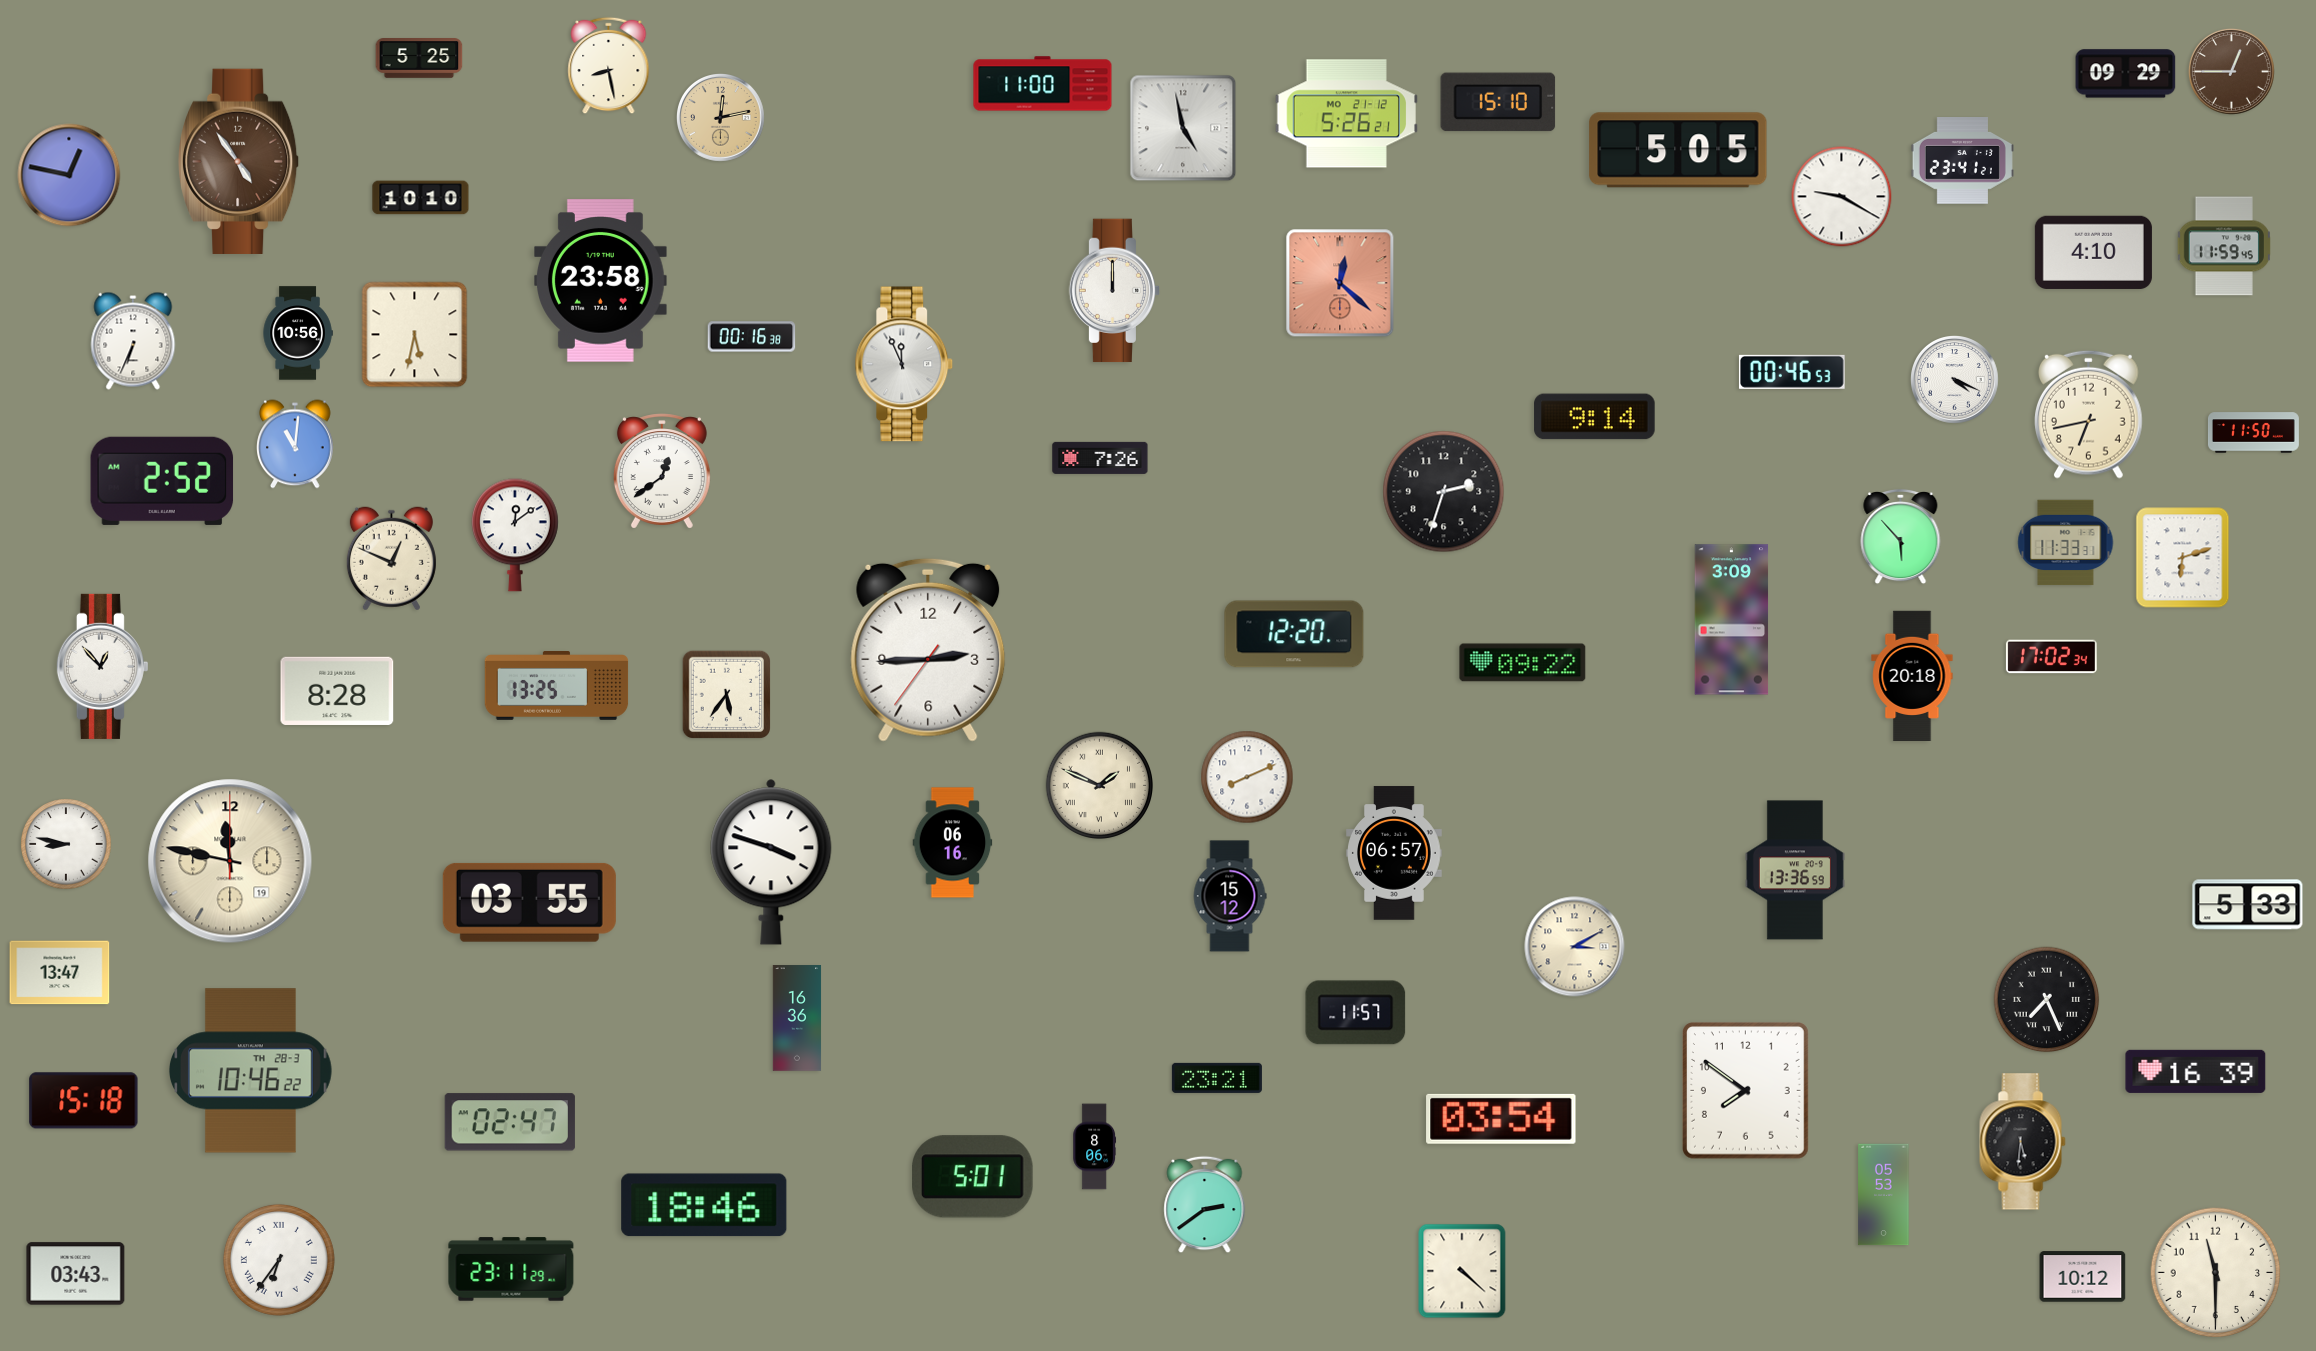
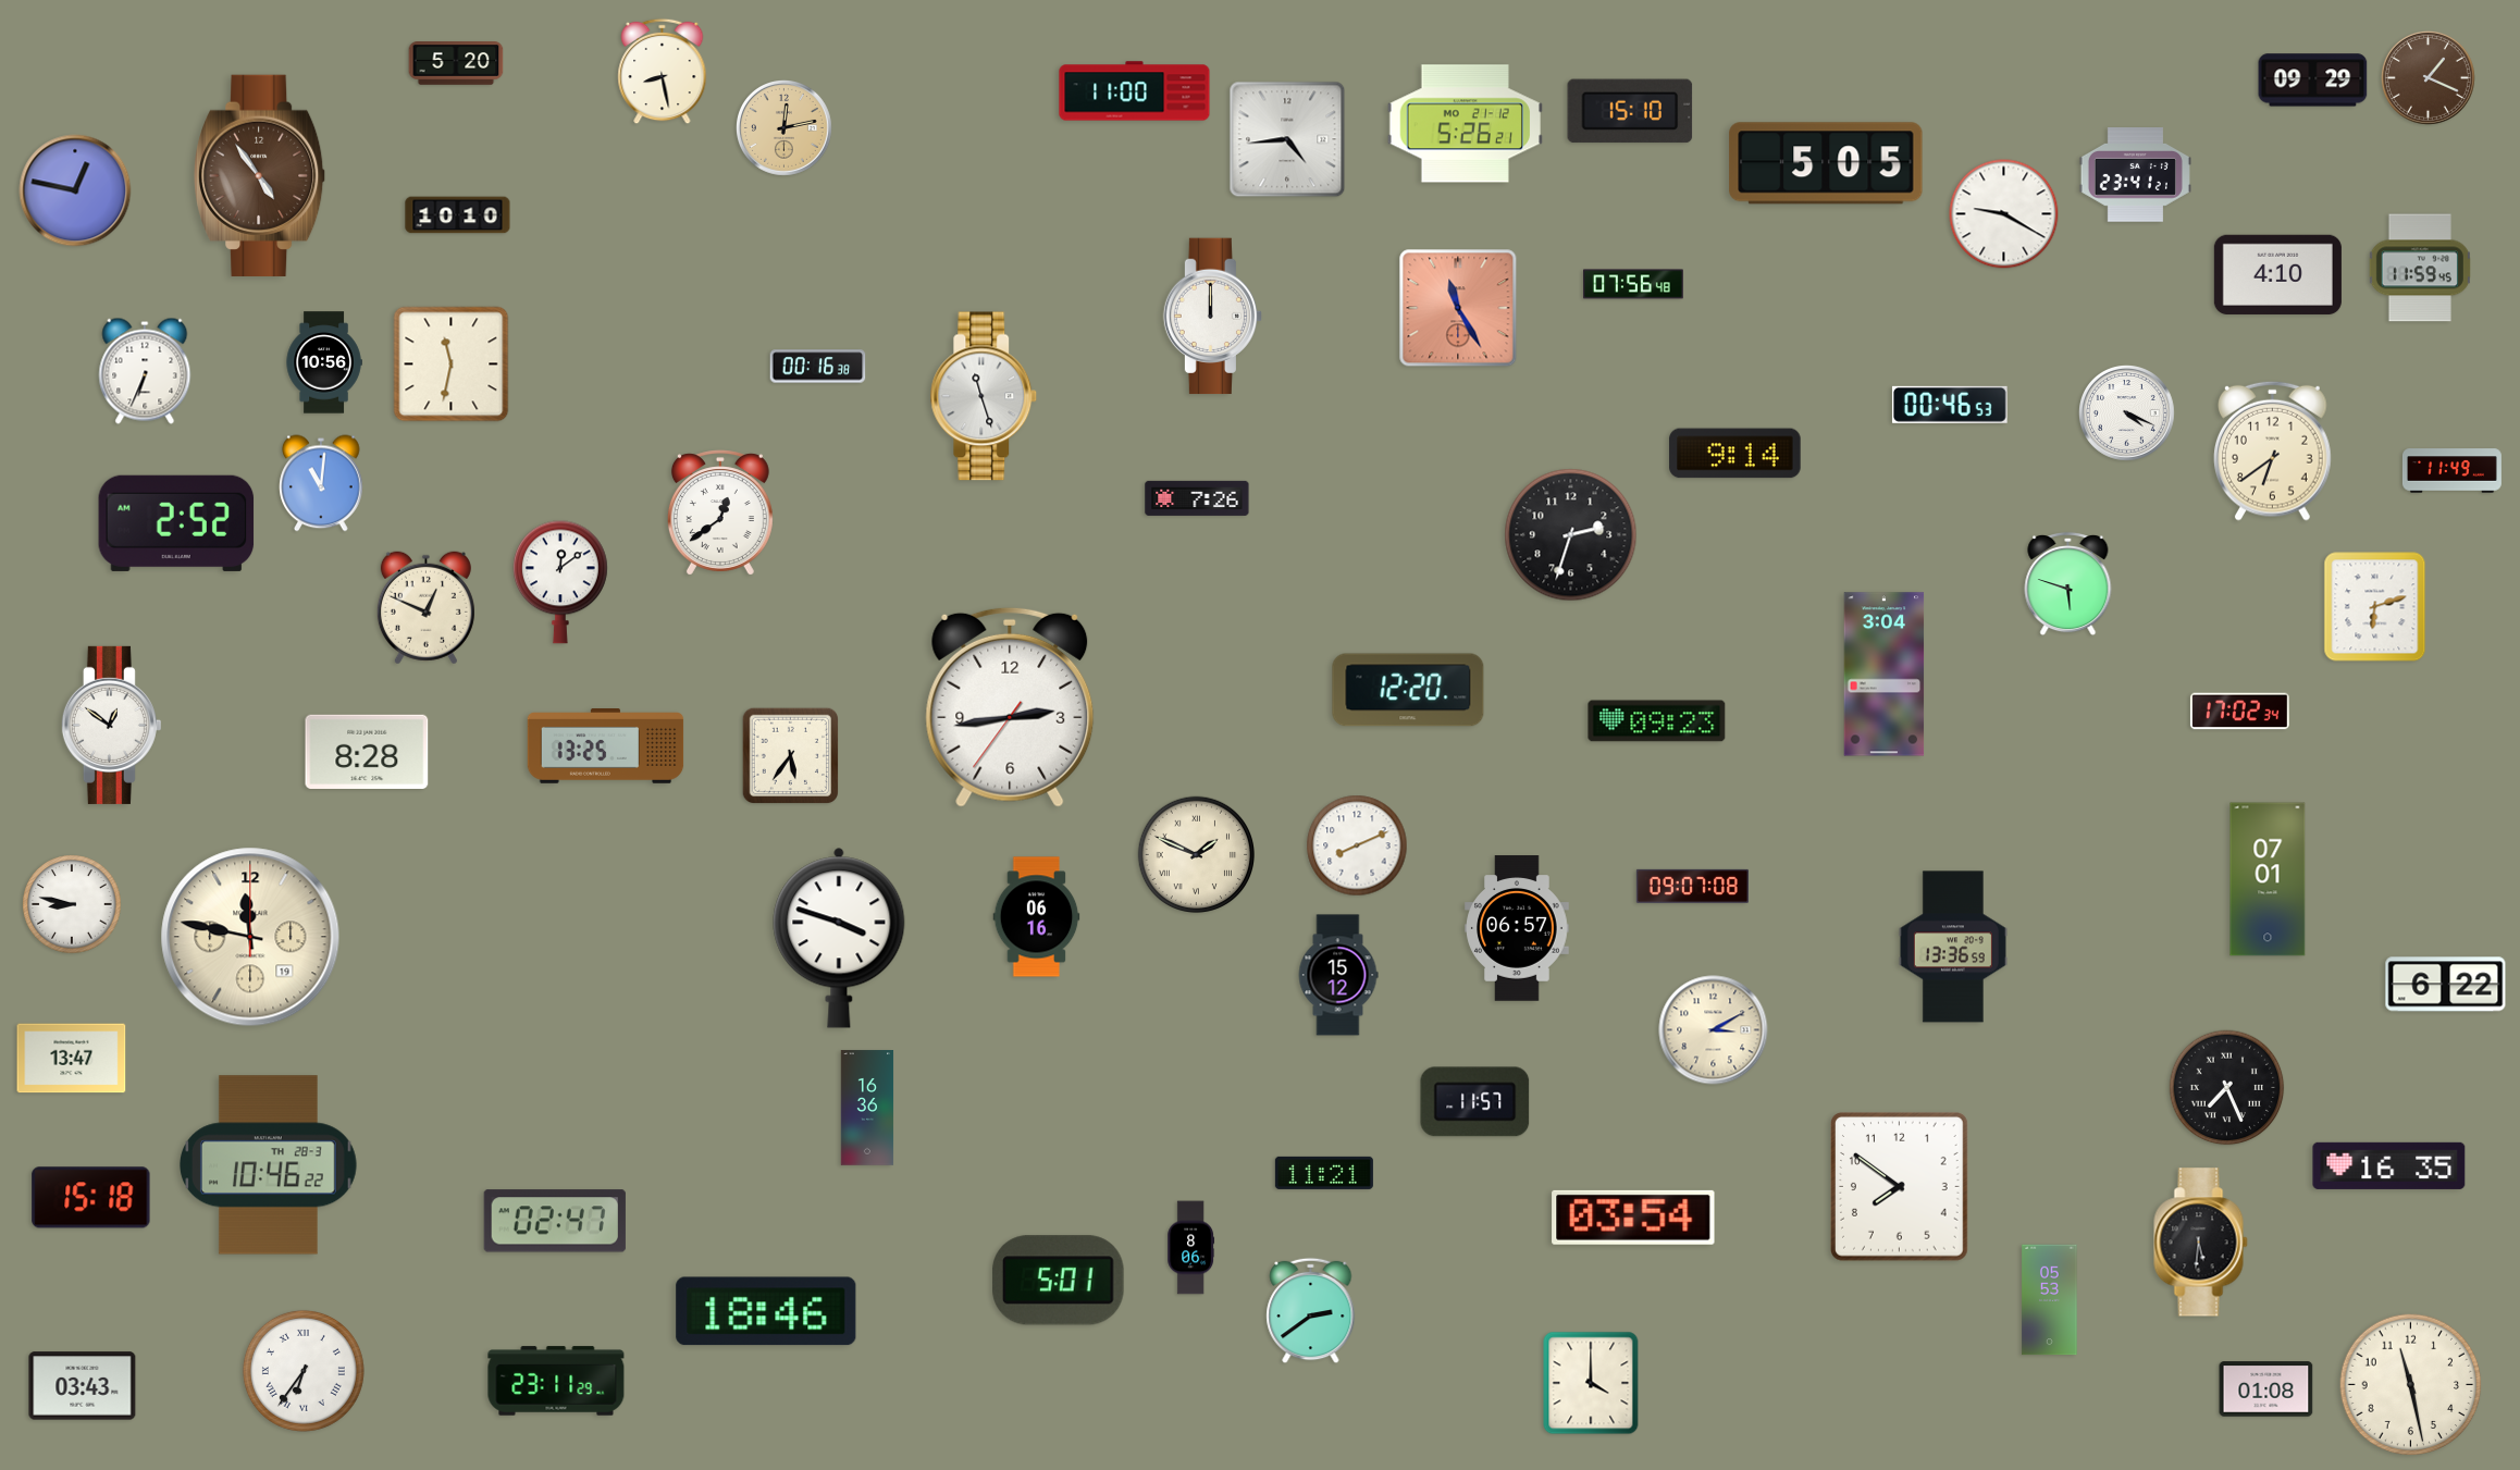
clock at (419, 59): 5:25 -> 5:20
clock at (2231, 71): 12:45 -> 1:19
clock at (1183, 128): 4:58 -> 4:44
clock at (1633, 284): none -> 07:56
clock at (601, 281): 23:58 -> none
clock at (1340, 283): 12:22 -> 11:25
clock at (415, 335): 5:32 -> 11:32
clock at (904, 364): 11:56 -> 11:27
clock at (2089, 414): 6:43 -> 6:39
clock at (2253, 433): 11:50 -> 11:49
clock at (1901, 537): 5:53 -> 5:48
clock at (2066, 543): 11:33 -> none
clock at (1732, 620): 3:09 -> 3:04
clock at (928, 650): 2:44 -> 2:43
clock at (2051, 657) position: (2051, 657) -> (2239, 712)
clock at (1523, 663): 09:22 -> 09:23
clock at (102, 666): 12:53 -> 12:51
clock at (1912, 675): 20:18 -> none
clock at (2268, 879): none -> 07:01
clock at (1692, 886): none -> 09:07
clock at (66, 844) position: (66, 844) -> (72, 904)
clock at (529, 902): 03:55 -> none
clock at (2248, 905): 5:33 -> 6:22
clock at (60, 973) position: (60, 973) -> (72, 1059)
clock at (250, 1071) position: (250, 1071) -> (268, 1165)
clock at (2196, 1071): 16:39 -> 16:35
clock at (1217, 1078): 23:21 -> 11:21
clock at (1462, 1271): 4:22 -> 4:00
clock at (2216, 1273): 11:30 -> 11:28
clock at (2083, 1277): 10:12 -> 01:08
